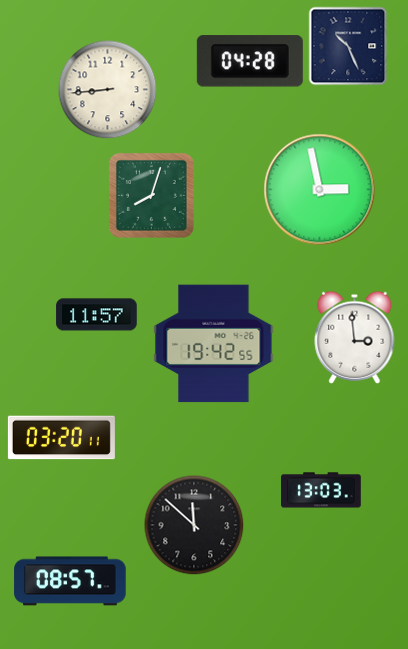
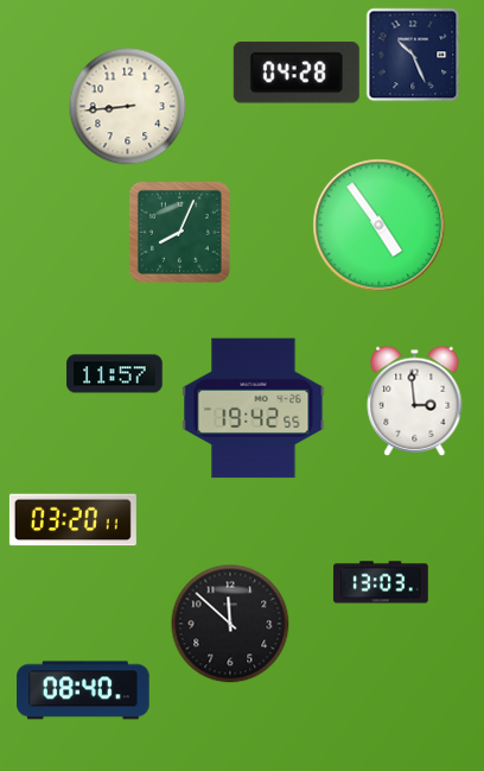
clock at (320, 190): 2:58 -> 4:54
clock at (151, 195): 8:03 -> 8:04
clock at (355, 337) position: (355, 337) -> (415, 400)
clock at (70, 581): 08:57 -> 08:40
